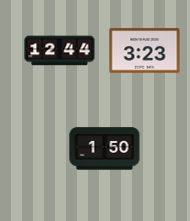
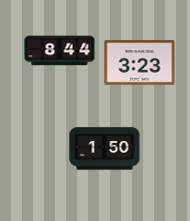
clock at (60, 51): 12:44 -> 8:44
clock at (145, 51) position: (145, 51) -> (140, 63)
